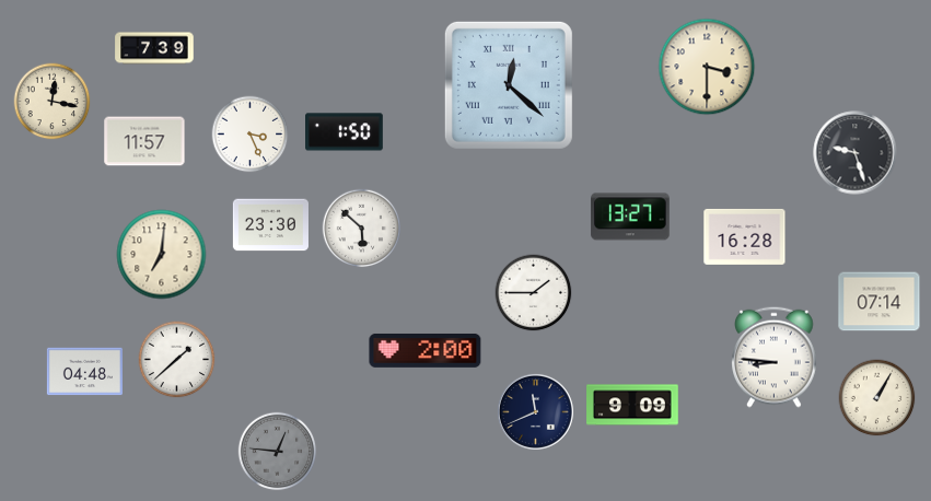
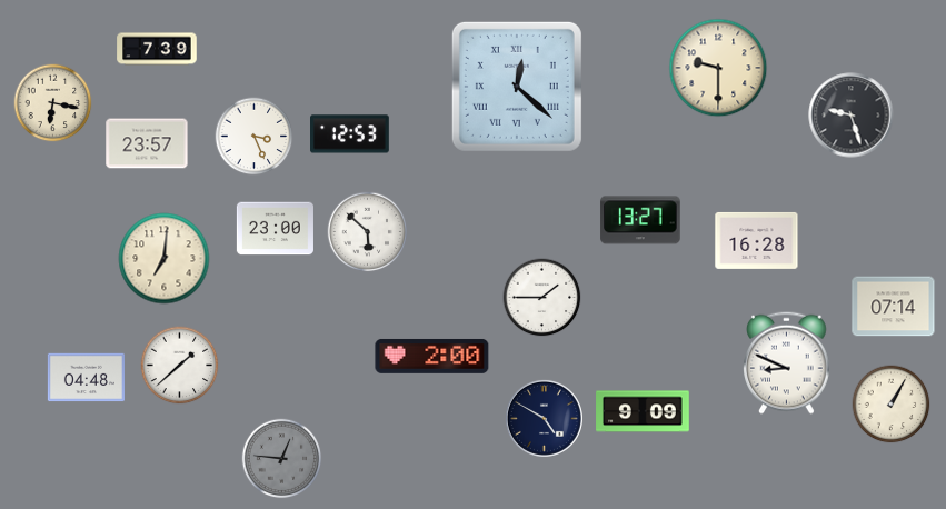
clock at (707, 67): 3:30 -> 9:30
clock at (53, 102): 12:17 -> 6:17
clock at (345, 132): 1:50 -> 12:53
clock at (144, 141): 11:57 -> 23:57
clock at (856, 153) position: (856, 153) -> (852, 116)
clock at (270, 225): 23:30 -> 23:00
clock at (775, 357): 8:46 -> 8:49
clock at (535, 411): 11:41 -> 4:50
